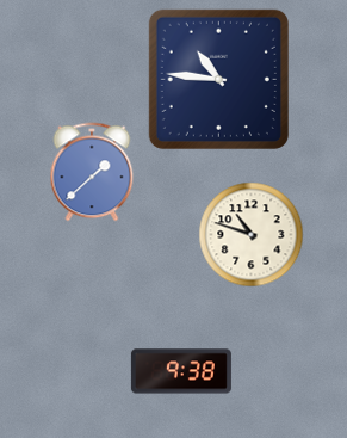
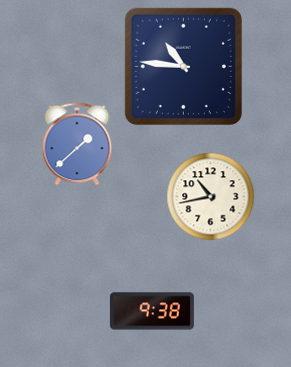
clock at (252, 235): 10:48 -> 10:43
